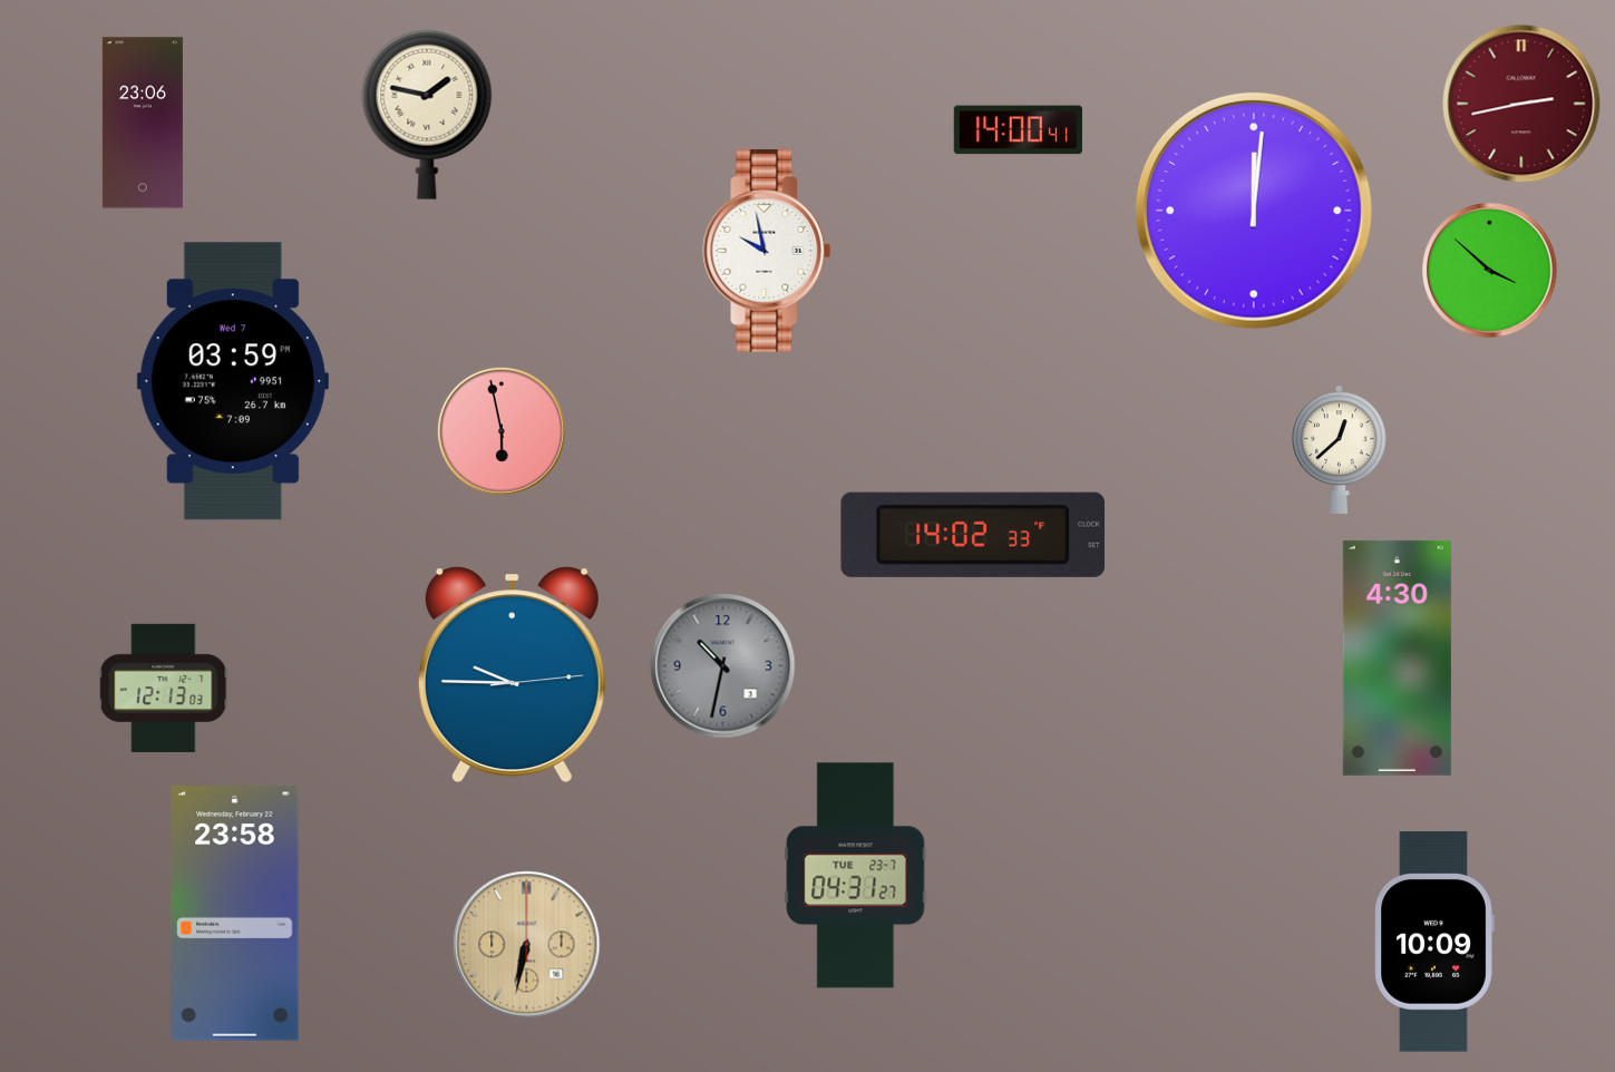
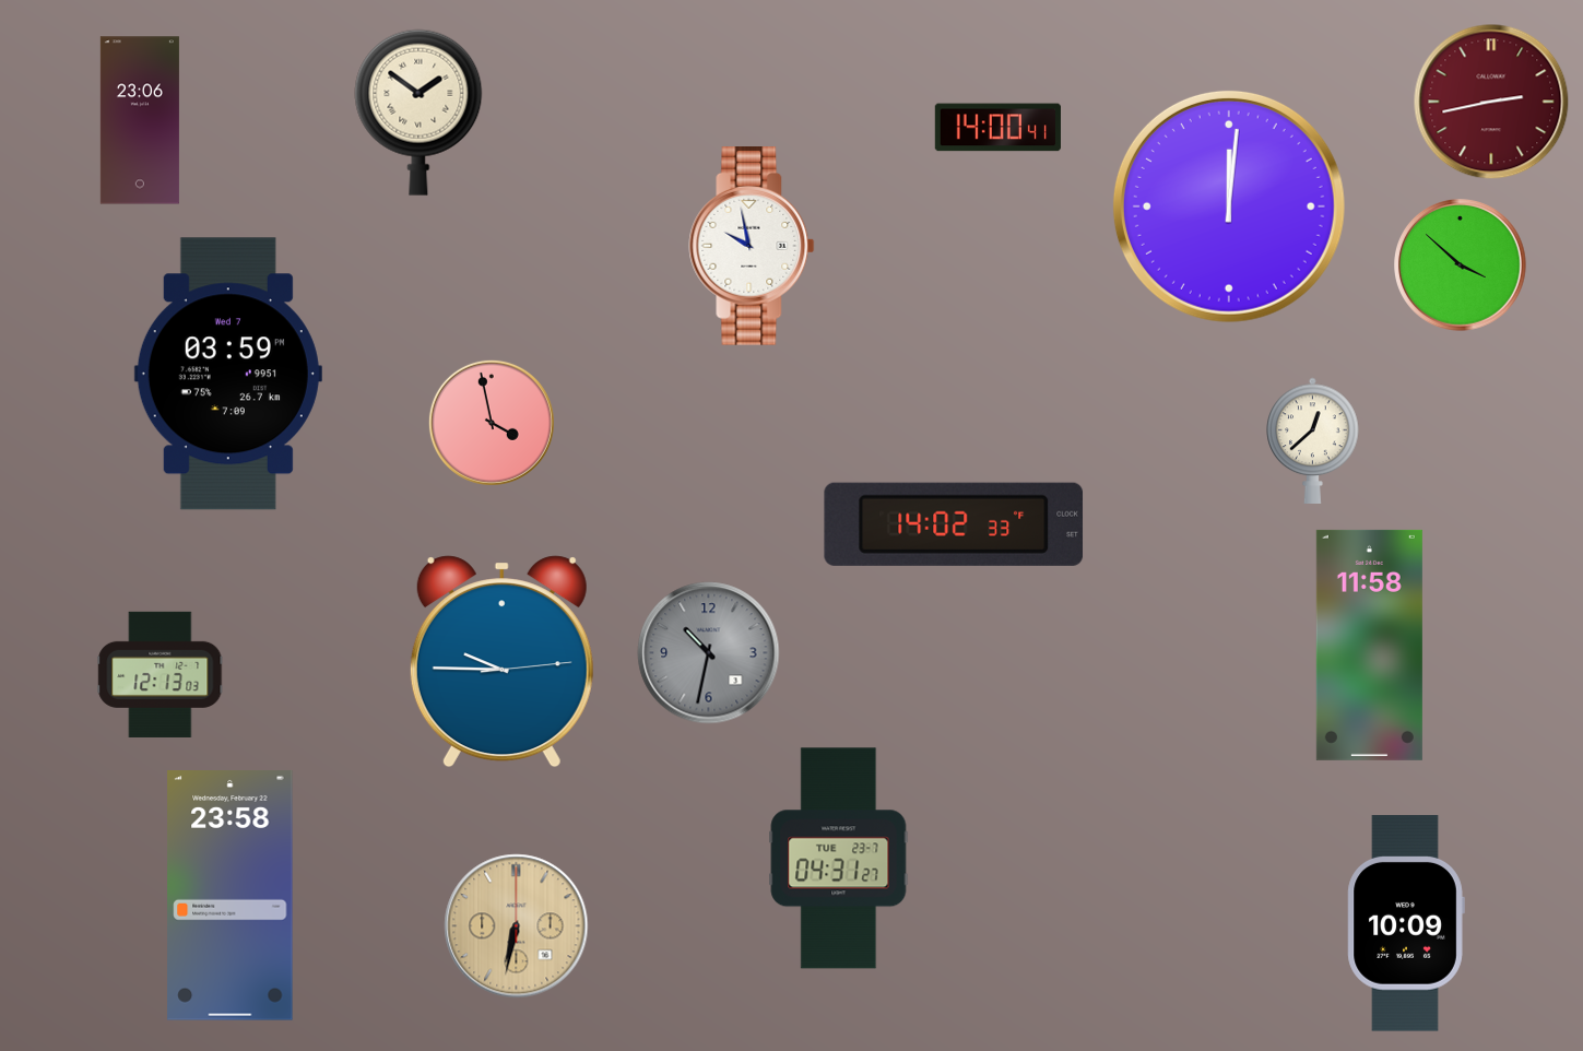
clock at (427, 115): 1:47 -> 1:51
clock at (502, 431): 5:58 -> 3:58
clock at (1397, 657): 4:30 -> 11:58
